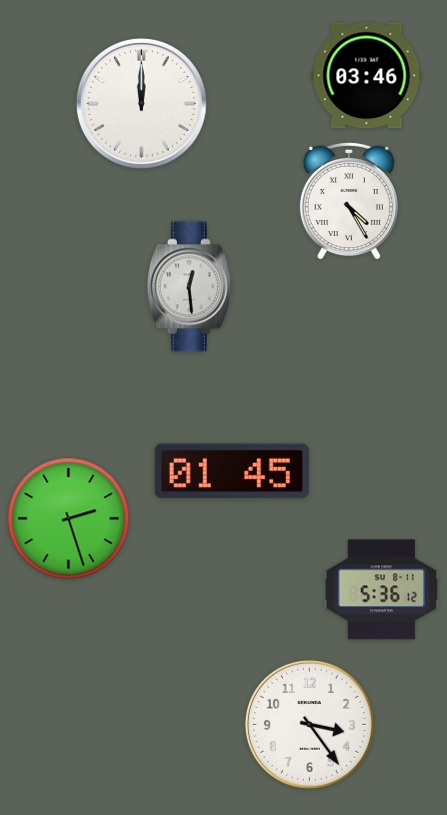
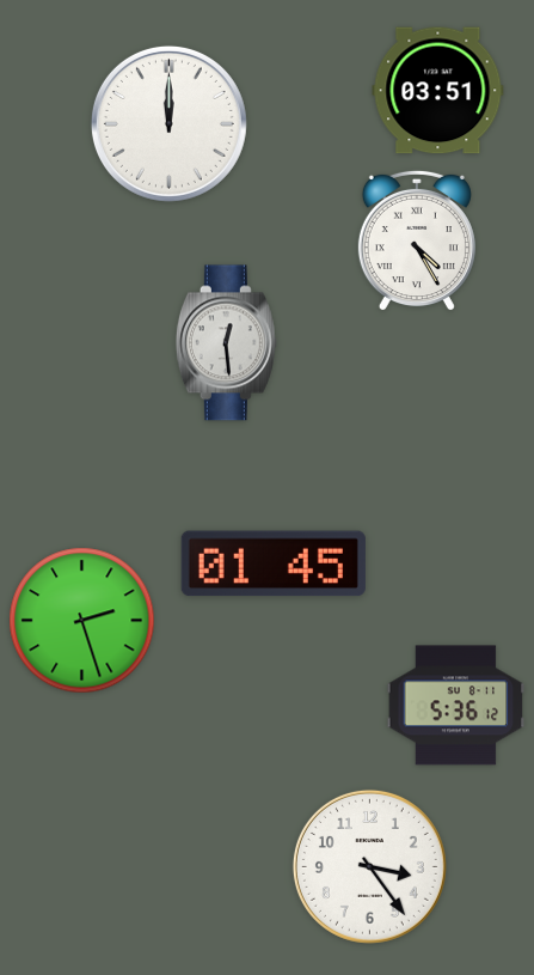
clock at (367, 76): 03:46 -> 03:51
clock at (232, 471) position: (232, 471) -> (274, 563)
